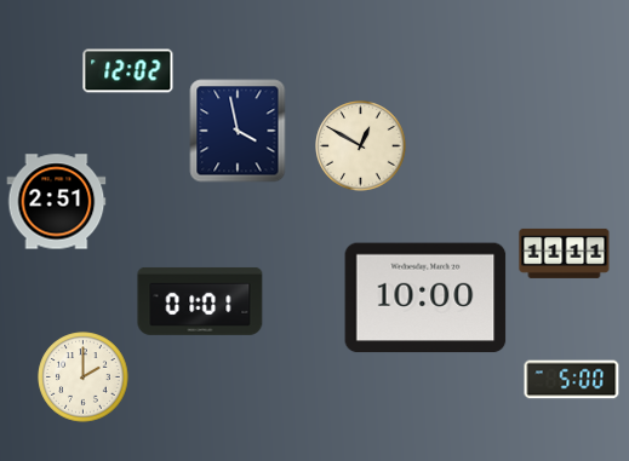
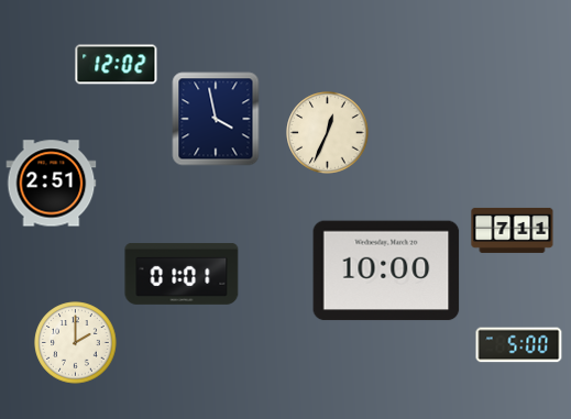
clock at (361, 146): 12:50 -> 12:34
clock at (565, 253): 11:11 -> 7:11
